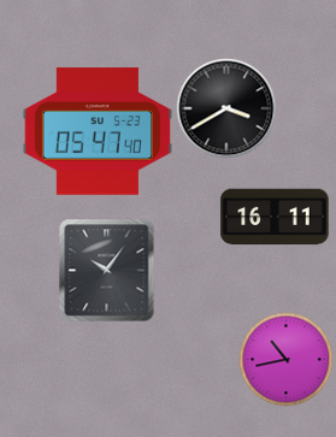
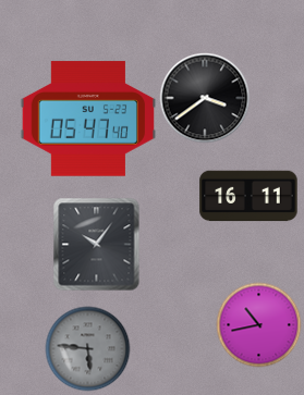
clock at (226, 108): 3:40 -> 3:39
clock at (87, 348): none -> 5:46
